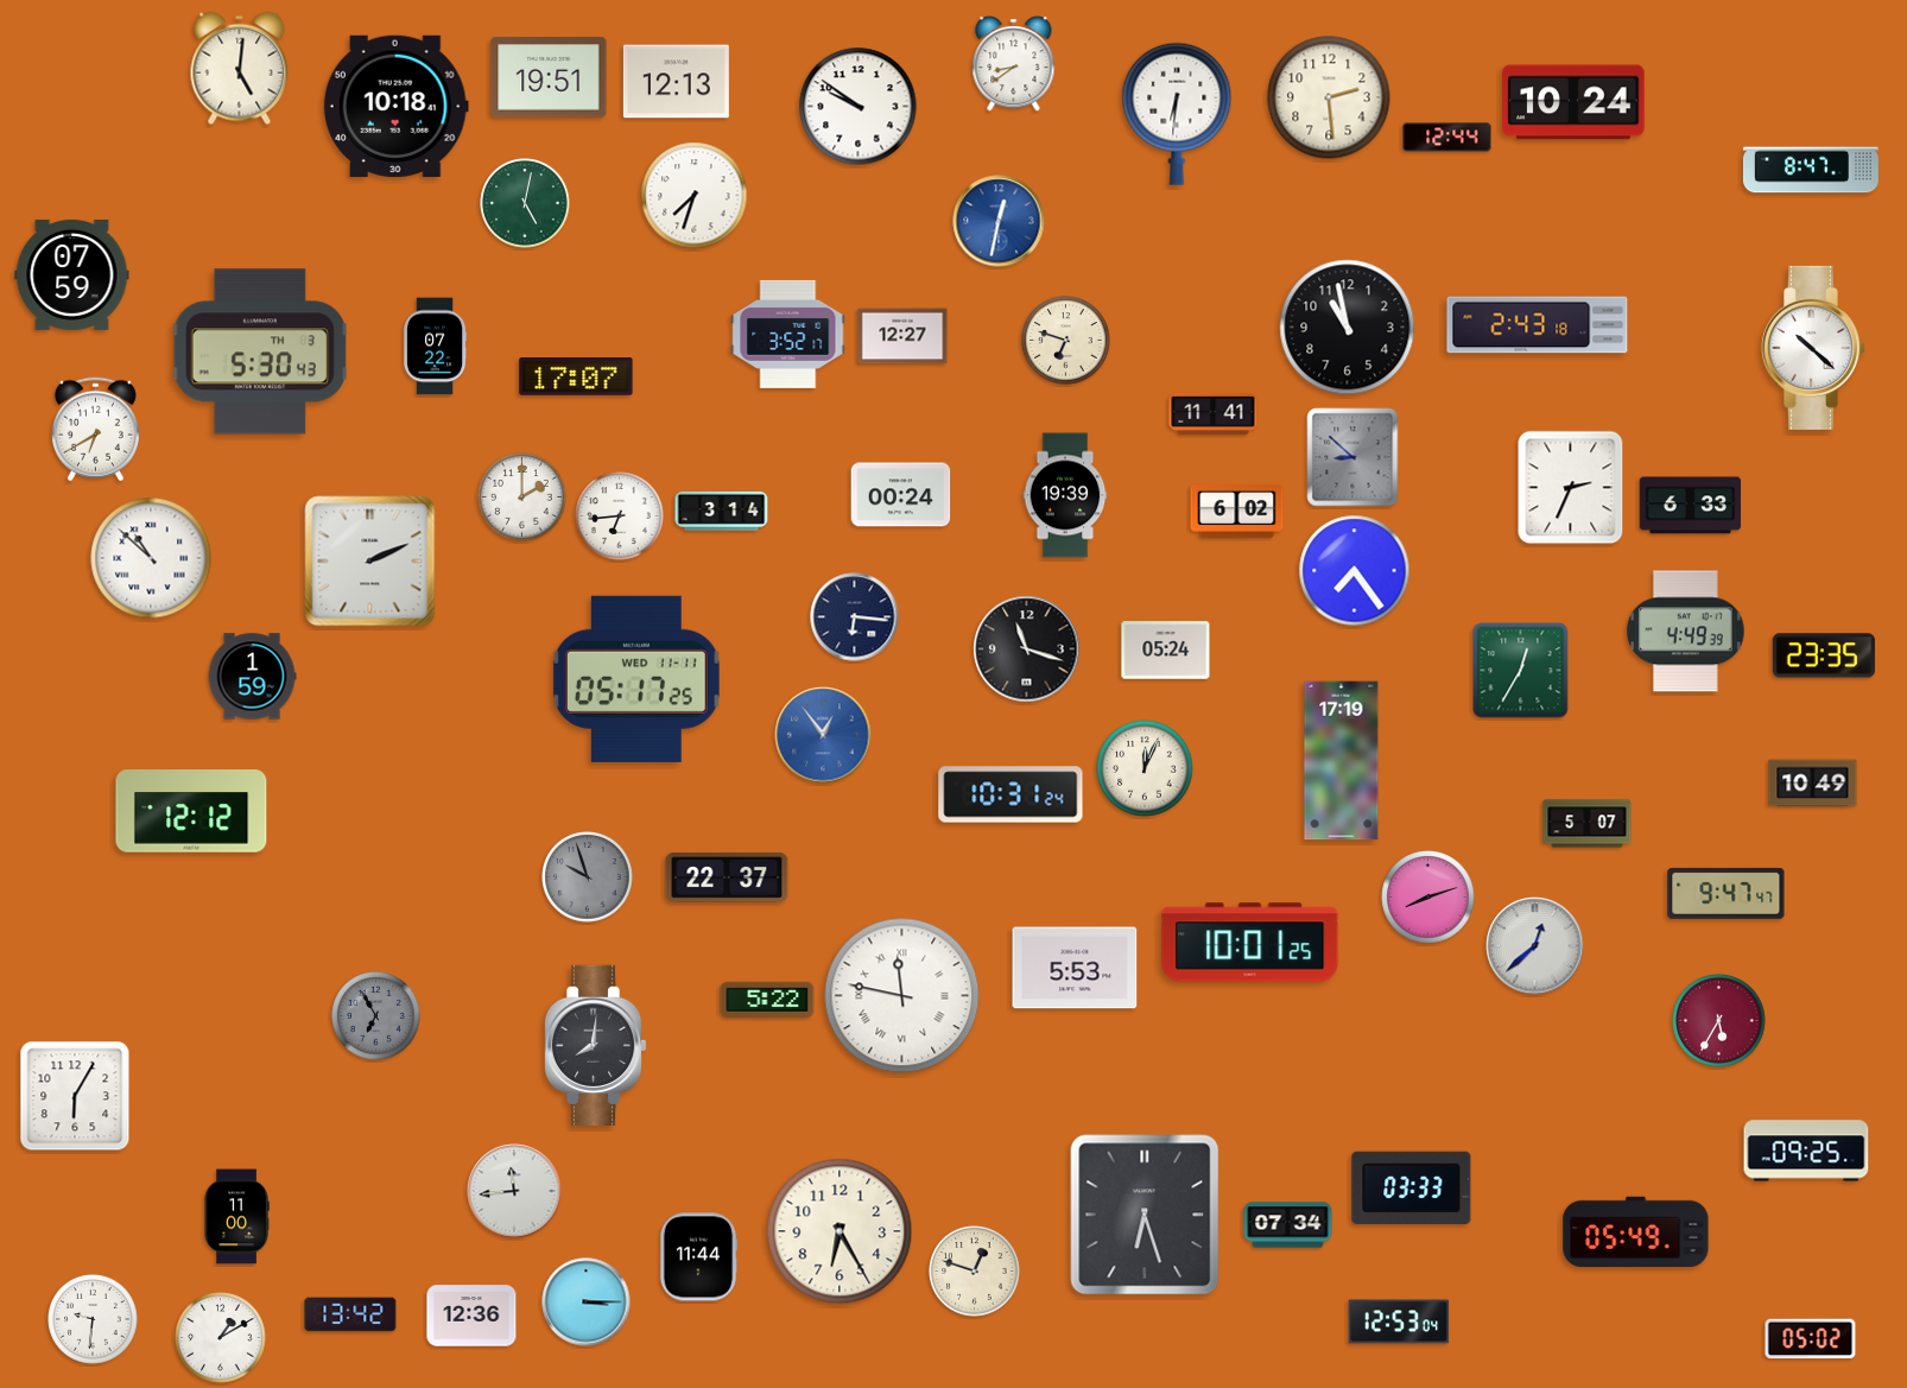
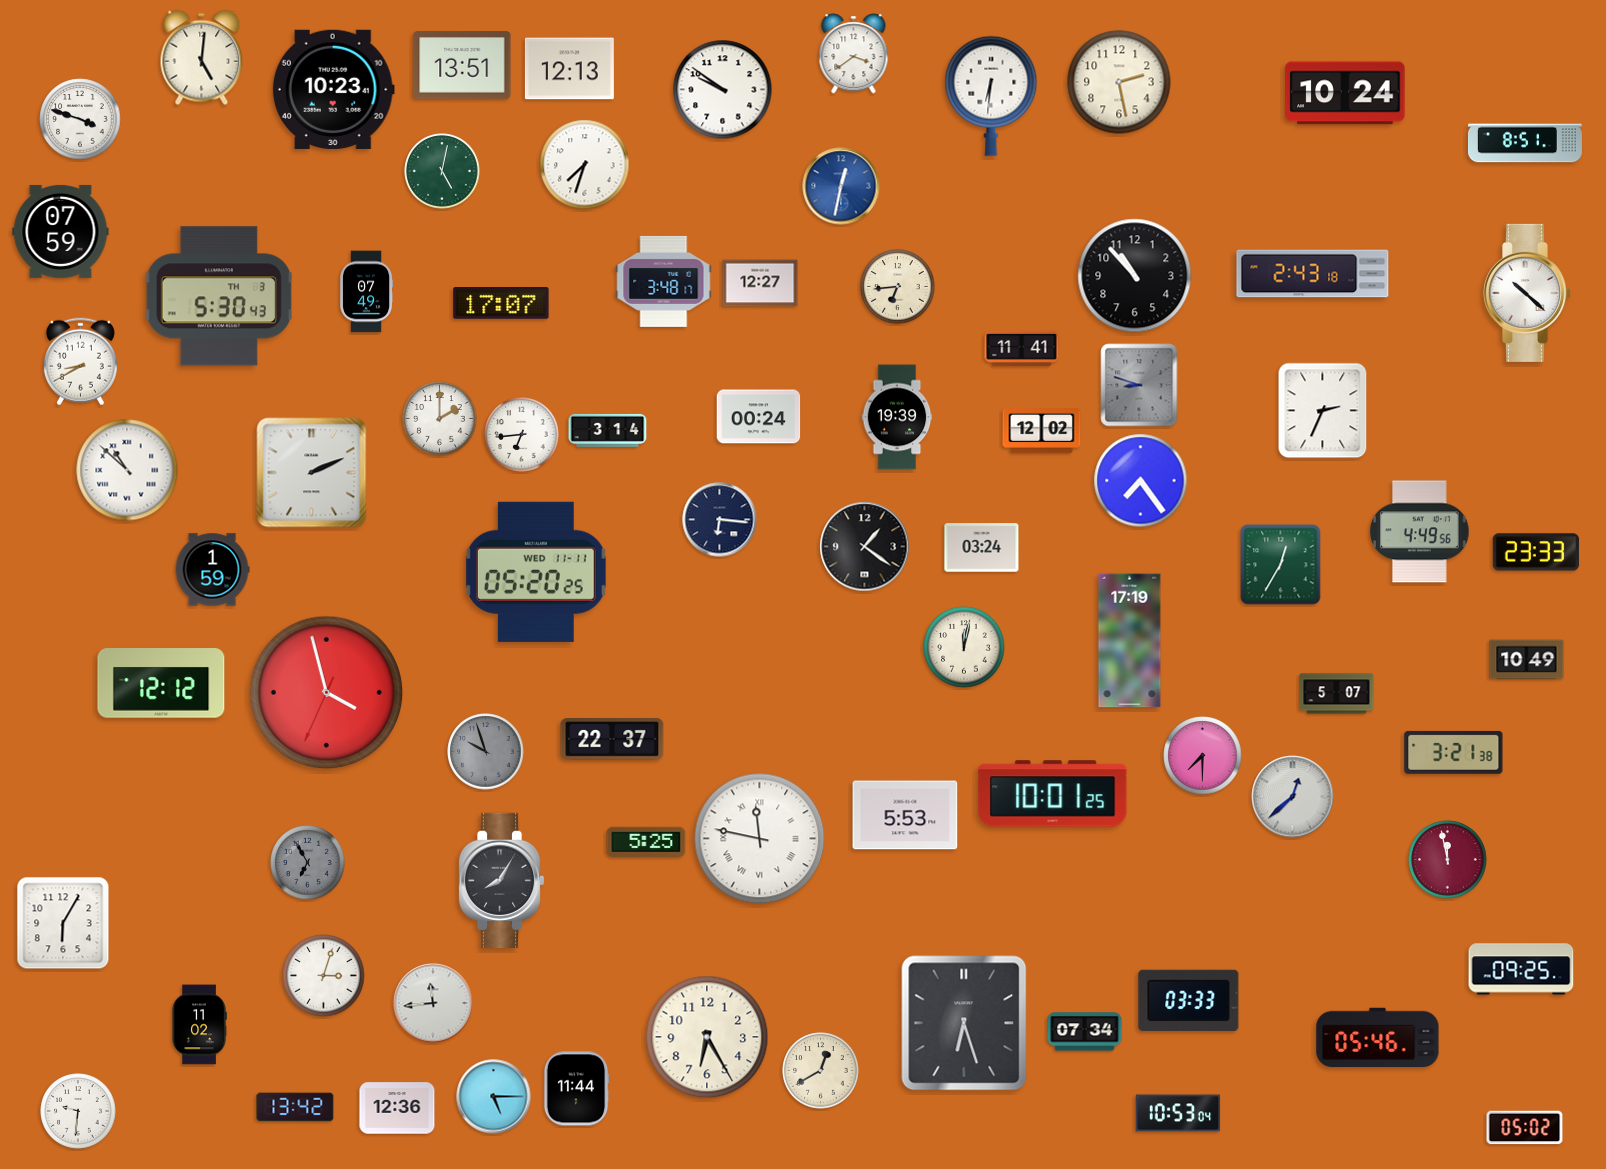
clock at (1014, 64): 8:39 -> 3:39
clock at (549, 77): 19:51 -> 13:51
clock at (1329, 97): 2:29 -> 2:28
clock at (1573, 102) position: (1573, 102) -> (1345, 93)
clock at (395, 106): 10:18 -> 10:23
clock at (1447, 138): 12:44 -> none
clock at (80, 119): none -> 3:48
clock at (1811, 170): 8:47 -> 8:51
clock at (1538, 325) position: (1538, 325) -> (1313, 274)
clock at (1348, 328): 10:58 -> 10:53
clock at (788, 334): 3:52 -> 3:48
clock at (1066, 341): 6:48 -> 6:44
clock at (436, 347): 07:22 -> 07:49
clock at (576, 376) position: (576, 376) -> (501, 303)
clock at (95, 430): 6:40 -> 8:40
clock at (1352, 457): 8:52 -> 8:48
clock at (1691, 506): 6:33 -> none
clock at (1237, 512): 6:02 -> 12:02
clock at (1686, 632): 4:49:39 -> 4:49:56
clock at (1027, 649): 11:18 -> 1:21
clock at (1166, 651): 05:24 -> 03:24
clock at (1824, 655): 23:35 -> 23:33
clock at (636, 679): 05:17 -> 05:20
clock at (823, 735): 12:54 -> none
clock at (1145, 768): 12:04 -> 12:02
clock at (1010, 794): 10:31 -> none
clock at (327, 693): none -> 3:57
clock at (588, 877) position: (588, 877) -> (486, 752)
clock at (1727, 893): 9:47 -> 3:21
clock at (1428, 898): 8:12 -> 7:30
clock at (767, 1000): 5:22 -> 5:25
clock at (376, 1016) position: (376, 1016) -> (308, 863)
clock at (1719, 1021): 5:35 -> 11:58
clock at (595, 1045): 8:01 -> 8:05
clock at (324, 976): none -> 3:03
clock at (236, 1217): 11:00 -> 11:02
clock at (1636, 1231): 05:49 -> 05:46
clock at (698, 1257) position: (698, 1257) -> (576, 1089)
clock at (975, 1272): 12:48 -> 12:40
clock at (587, 1303): 3:15 -> 5:15
clock at (1399, 1322): 12:53 -> 10:53
clock at (221, 1338): 1:10 -> none
